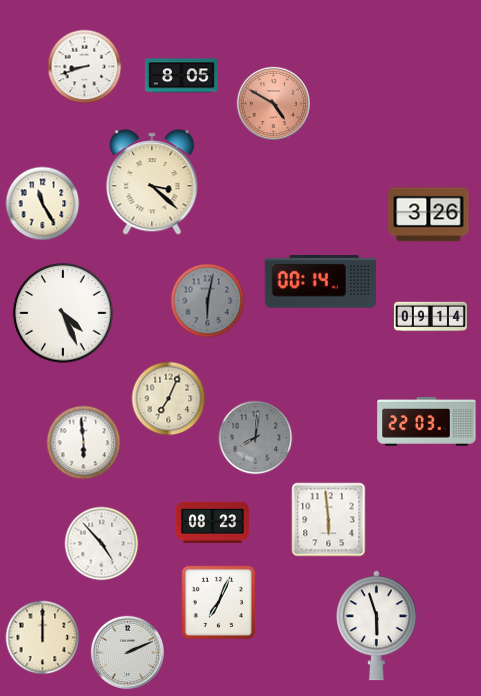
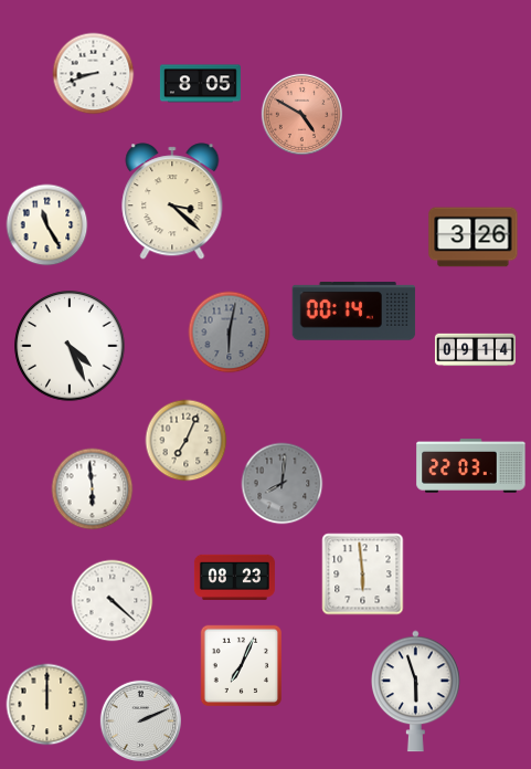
clock at (152, 182) position: (152, 182) -> (172, 201)
clock at (102, 544): 4:53 -> 4:22
